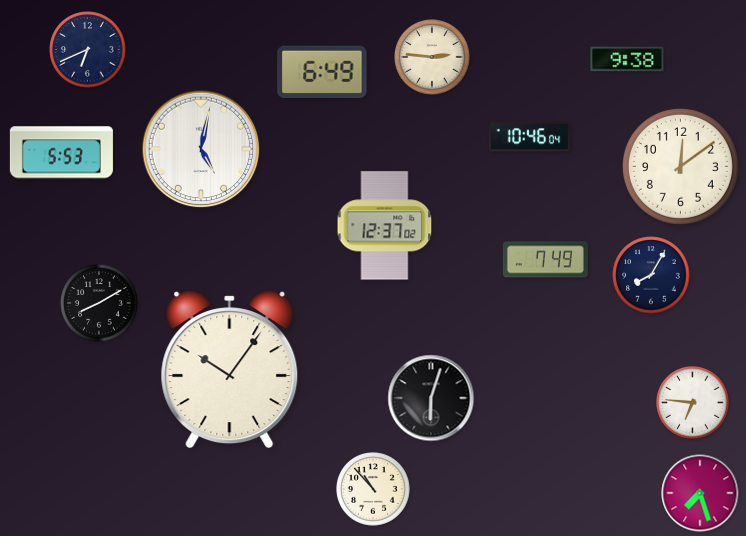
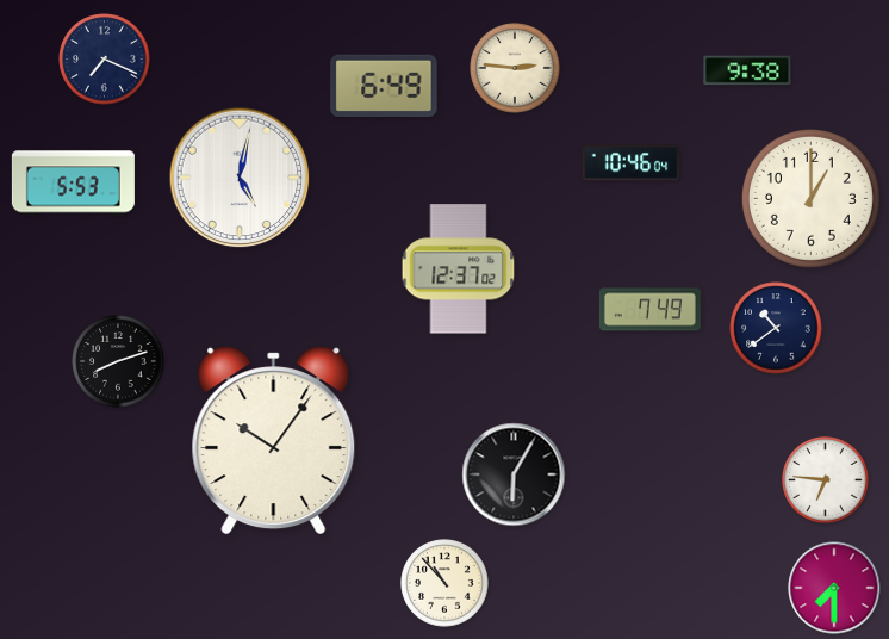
clock at (88, 50): 6:41 -> 7:19
clock at (680, 166): 12:09 -> 1:00
clock at (651, 275): 8:05 -> 10:39
clock at (99, 303): 8:10 -> 8:12
clock at (431, 398): 6:03 -> 6:05
clock at (700, 493): 7:27 -> 7:30
